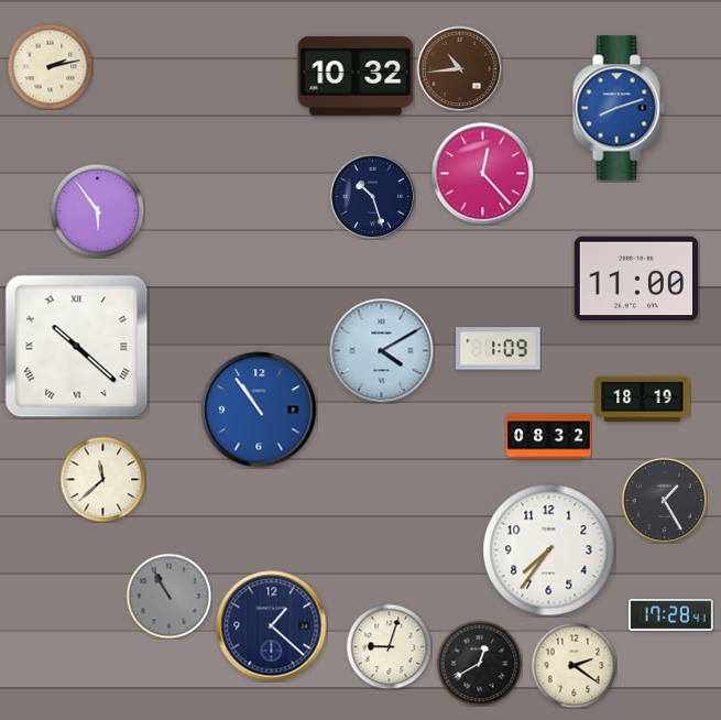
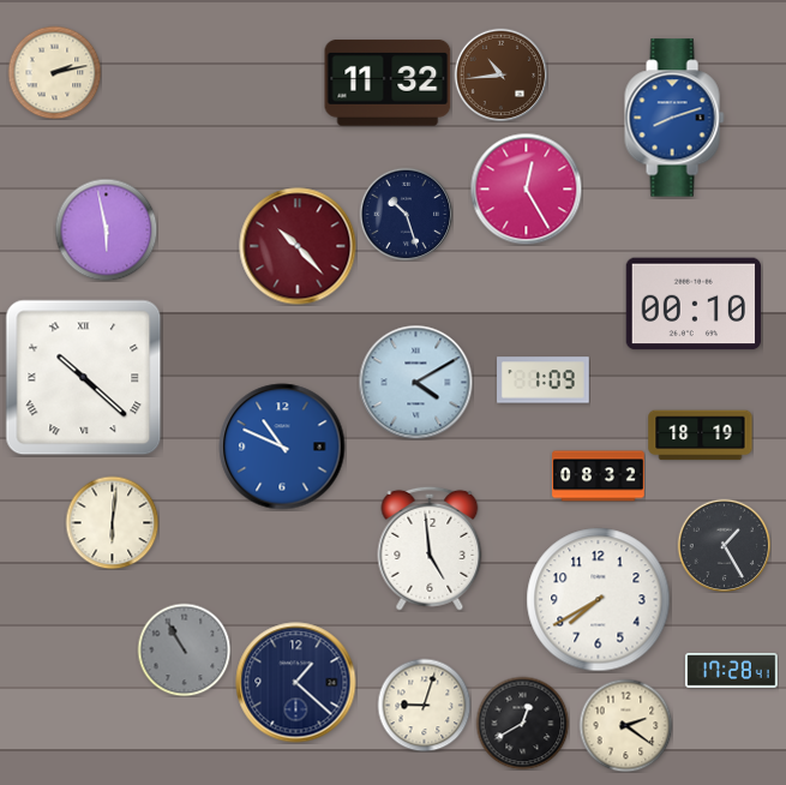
clock at (356, 76): 10:32 -> 11:32
clock at (482, 173): 12:23 -> 12:25
clock at (97, 210): 5:54 -> 5:58
clock at (298, 246): none -> 10:23
clock at (635, 279): 11:00 -> 00:10
clock at (259, 410): 10:54 -> 10:49
clock at (102, 479): 11:38 -> 6:01
clock at (430, 549): none -> 4:59
clock at (549, 550): 7:36 -> 7:40
